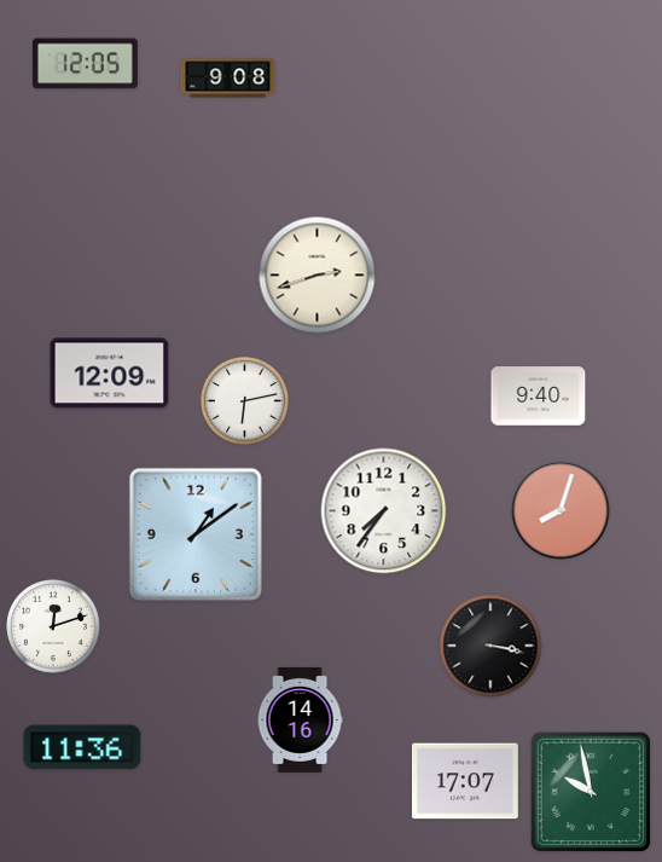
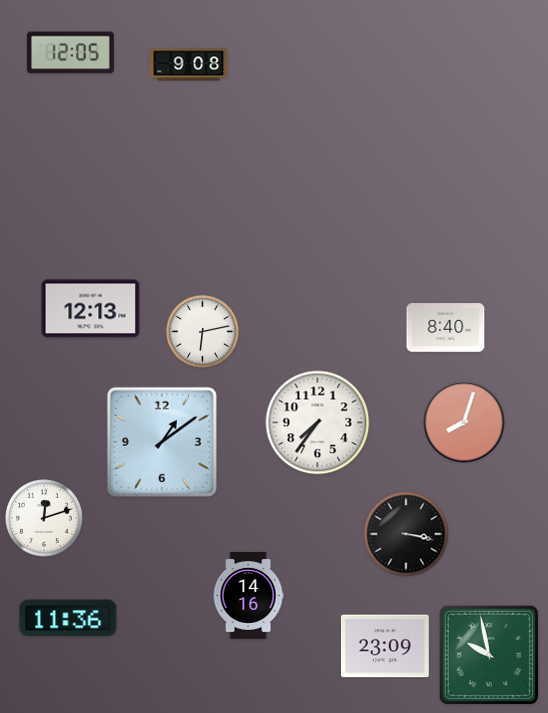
clock at (318, 276): 2:42 -> none
clock at (110, 374): 12:09 -> 12:13
clock at (539, 397): 9:40 -> 8:40
clock at (465, 781): 17:07 -> 23:09
